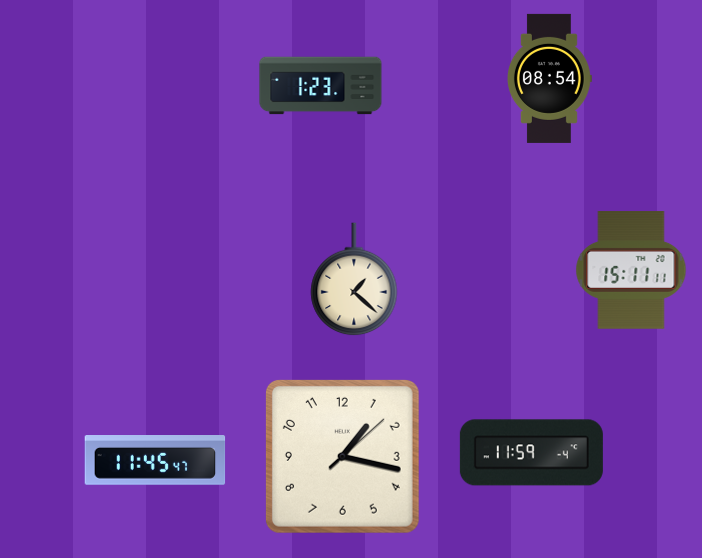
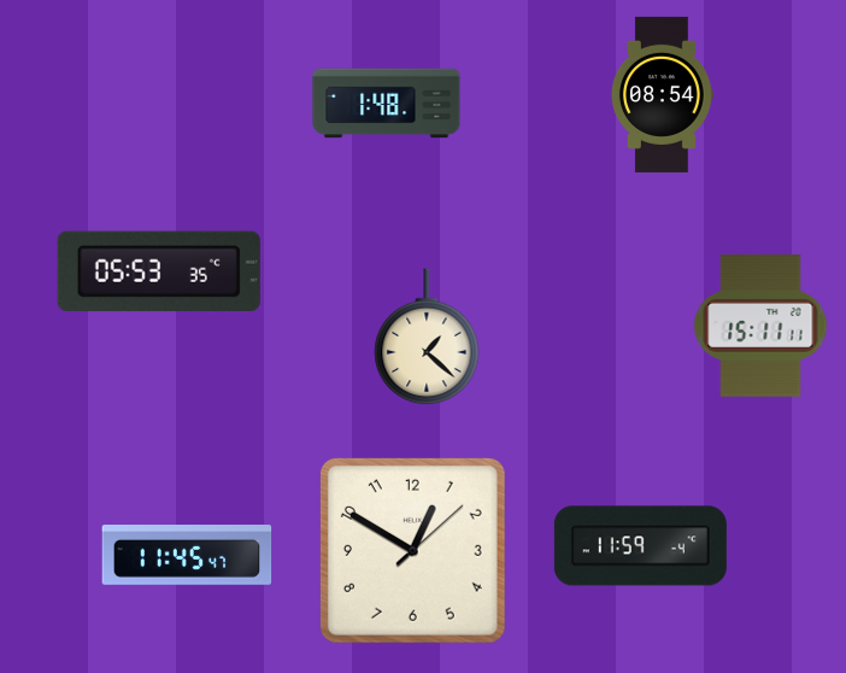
clock at (321, 86): 1:23 -> 1:48
clock at (159, 271): none -> 05:53
clock at (342, 456): 1:17 -> 12:50
